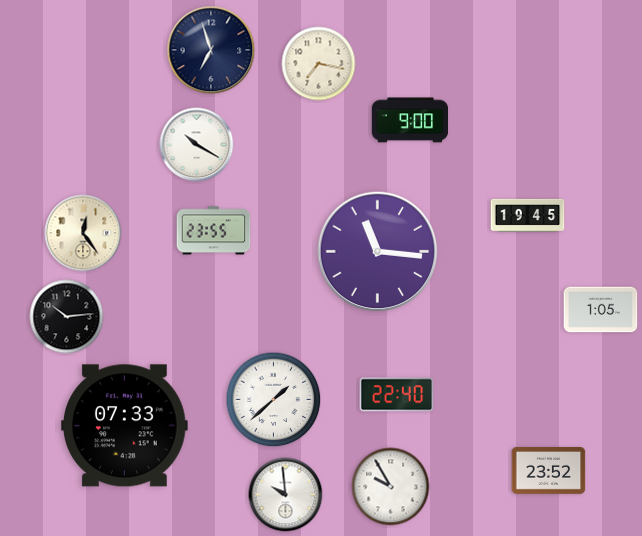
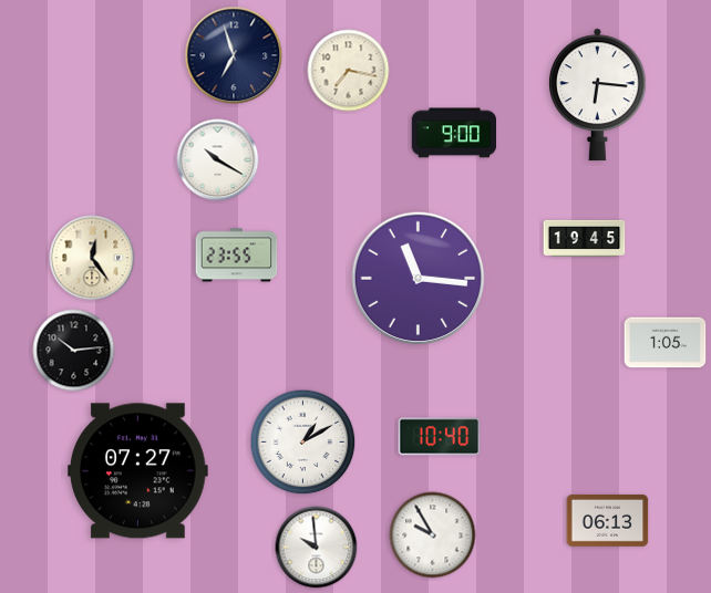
clock at (319, 64) position: (319, 64) -> (349, 71)
clock at (597, 95): none -> 6:16
clock at (397, 395): 22:40 -> 10:40
clock at (274, 400): 1:38 -> 1:10
clock at (125, 426): 07:33 -> 07:27
clock at (549, 471): 23:52 -> 06:13
clock at (391, 487) position: (391, 487) -> (433, 535)
